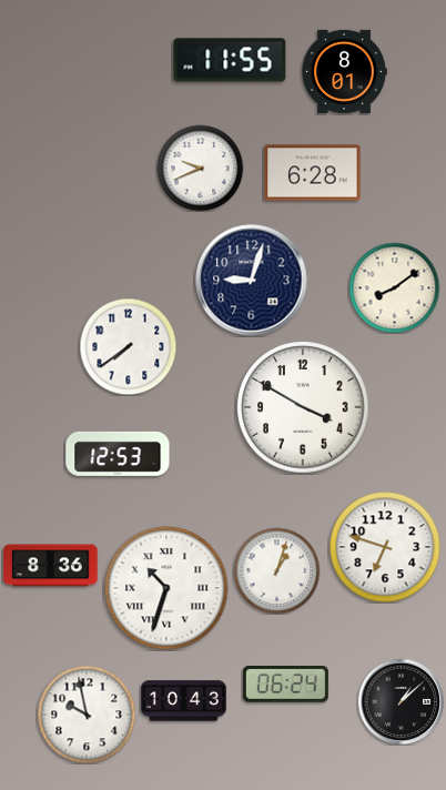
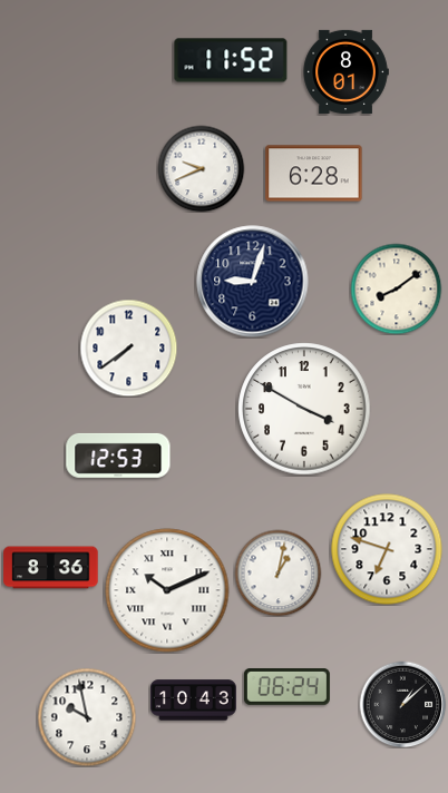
clock at (230, 60): 11:55 -> 11:52
clock at (276, 570): 1:03 -> 1:02
clock at (166, 588): 10:33 -> 10:11
clock at (183, 701) position: (183, 701) -> (193, 701)
